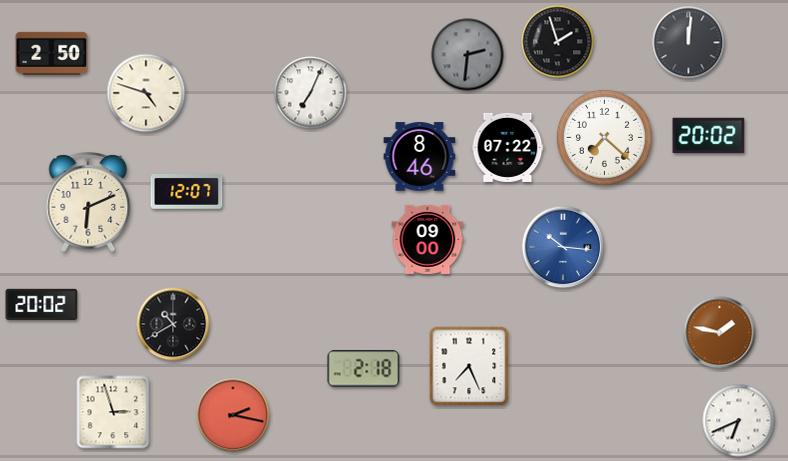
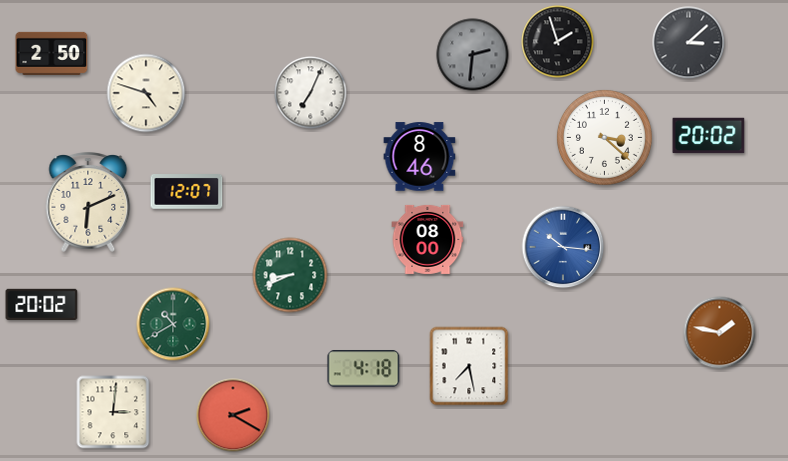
clock at (689, 43): 12:01 -> 3:08
clock at (468, 55) position: (468, 55) -> (473, 55)
clock at (604, 137): 7:22 -> 3:22
clock at (508, 147): 07:22 -> none
clock at (428, 239): 09:00 -> 08:00
clock at (290, 275): none -> 8:41
clock at (173, 324) dial: black -> green
clock at (469, 366): 7:26 -> 7:28
clock at (364, 369): 2:18 -> 4:18
clock at (113, 412): 2:57 -> 3:01
clock at (233, 415): 2:17 -> 2:20
clock at (739, 421): 6:41 -> none
